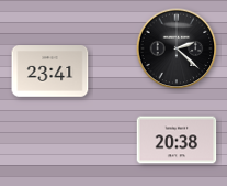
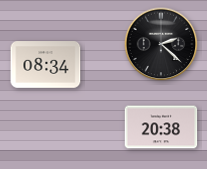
clock at (50, 72): 23:41 -> 08:34
